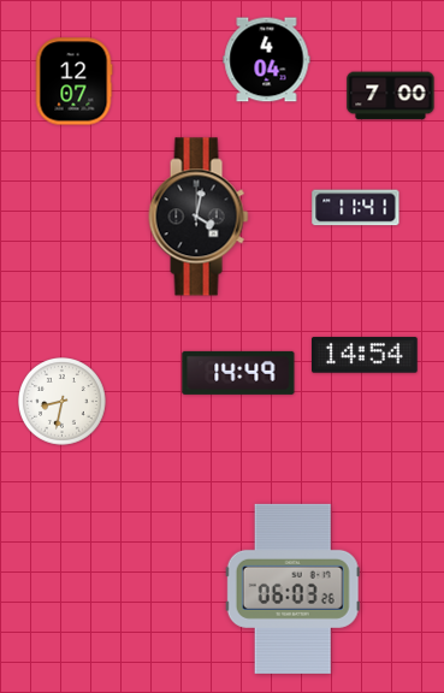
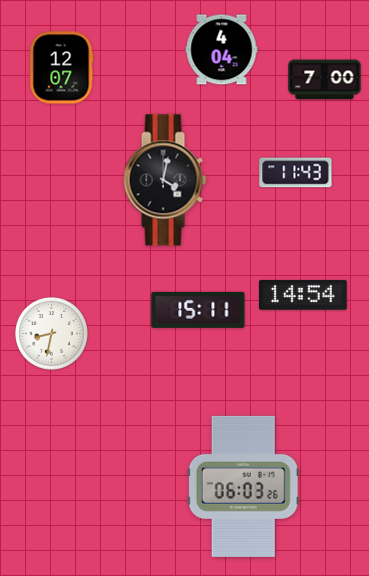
clock at (356, 208): 11:41 -> 11:43
clock at (238, 373): 14:49 -> 15:11
clock at (292, 588) position: (292, 588) -> (243, 486)
